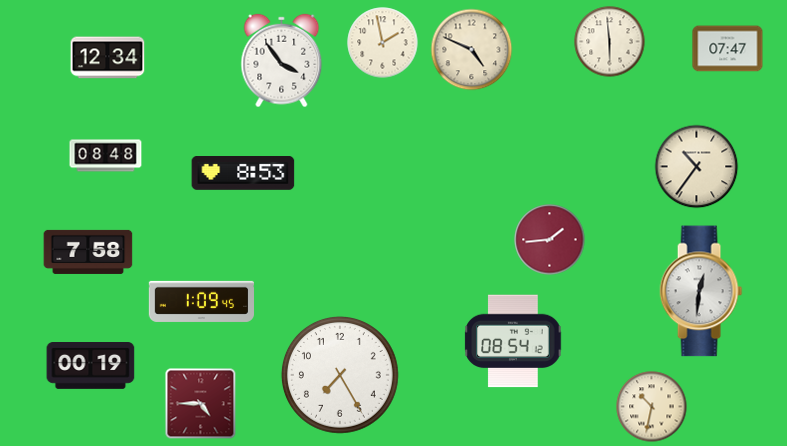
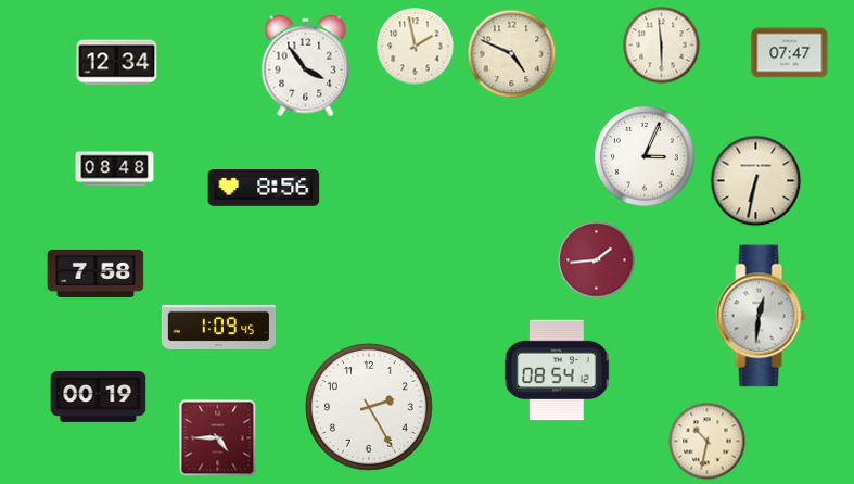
clock at (645, 156): none -> 3:04
clock at (697, 167): 10:36 -> 6:32
clock at (243, 174): 8:53 -> 8:56
clock at (340, 375): 7:25 -> 2:25
